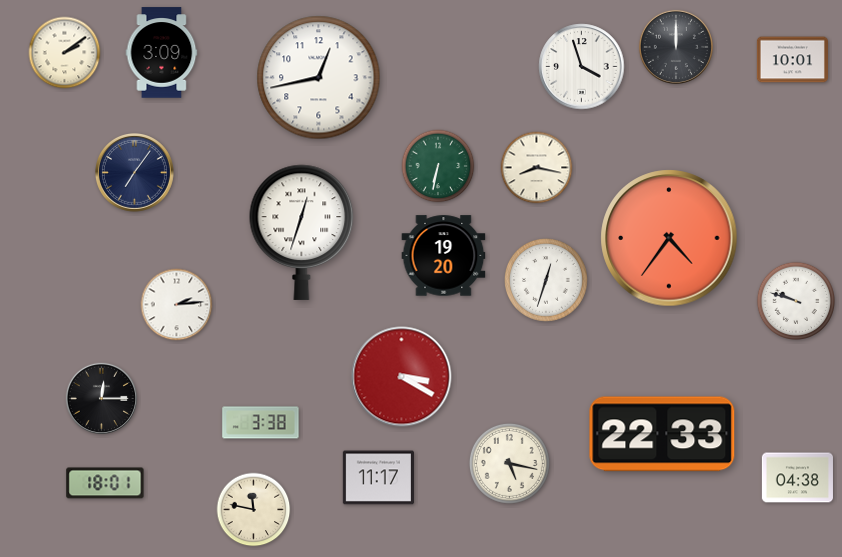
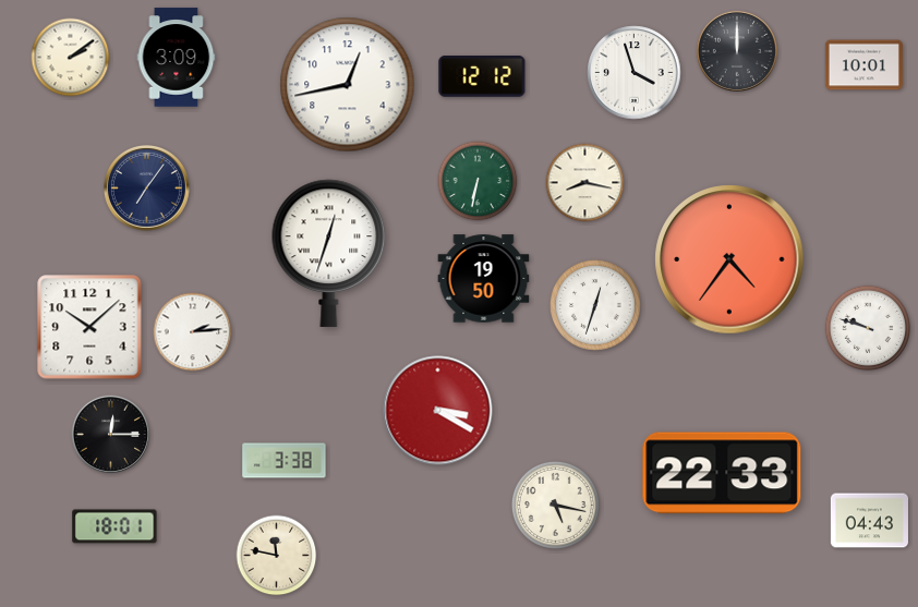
clock at (482, 77): none -> 12:12
clock at (444, 256): 19:20 -> 19:50
clock at (89, 327): none -> 10:08
clock at (378, 478): 11:17 -> none
clock at (797, 478): 04:38 -> 04:43
